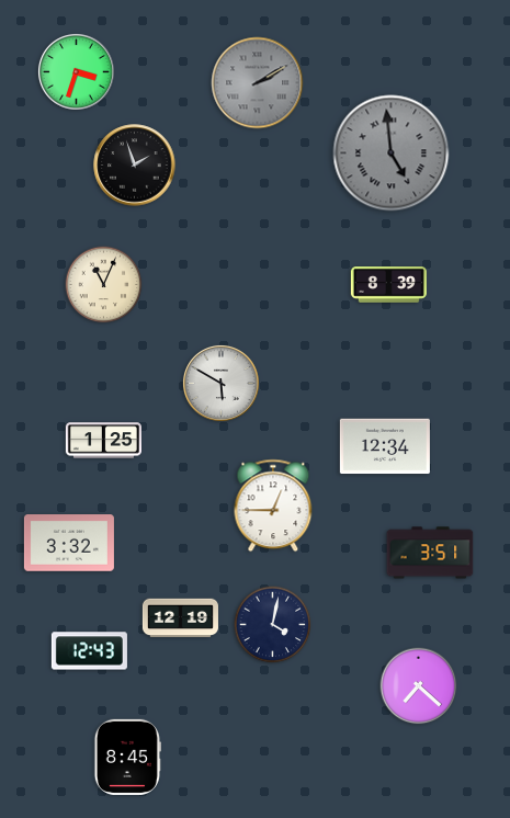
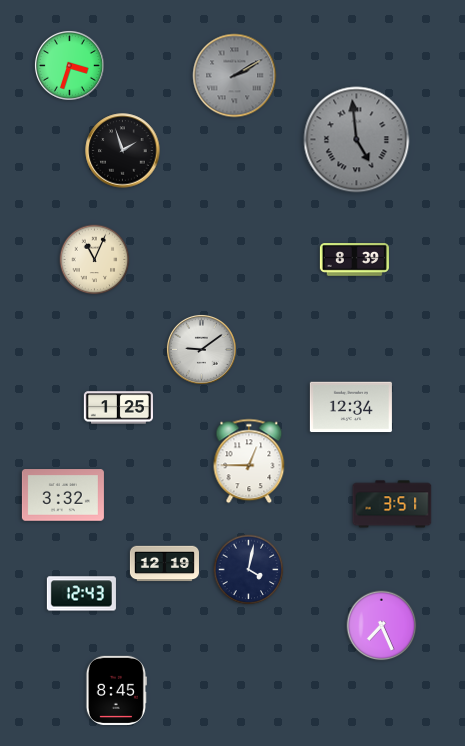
clock at (220, 383): 5:50 -> 9:09
clock at (103, 441) position: (103, 441) -> (118, 408)
clock at (419, 686): 7:22 -> 7:26
